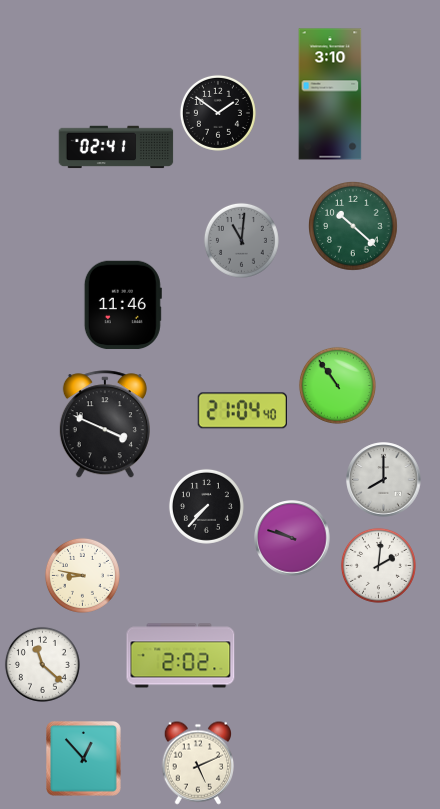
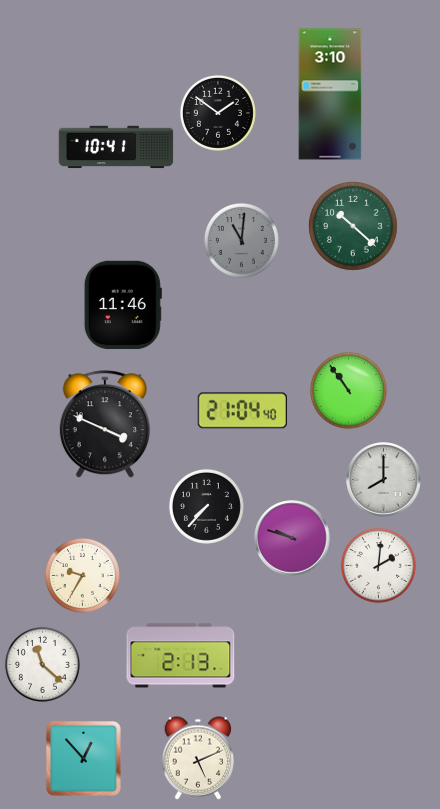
clock at (116, 147): 02:41 -> 10:41
clock at (337, 385) position: (337, 385) -> (348, 390)
clock at (82, 575): 8:47 -> 9:35
clock at (181, 656): 2:02 -> 2:13
clock at (197, 763) position: (197, 763) -> (197, 758)
